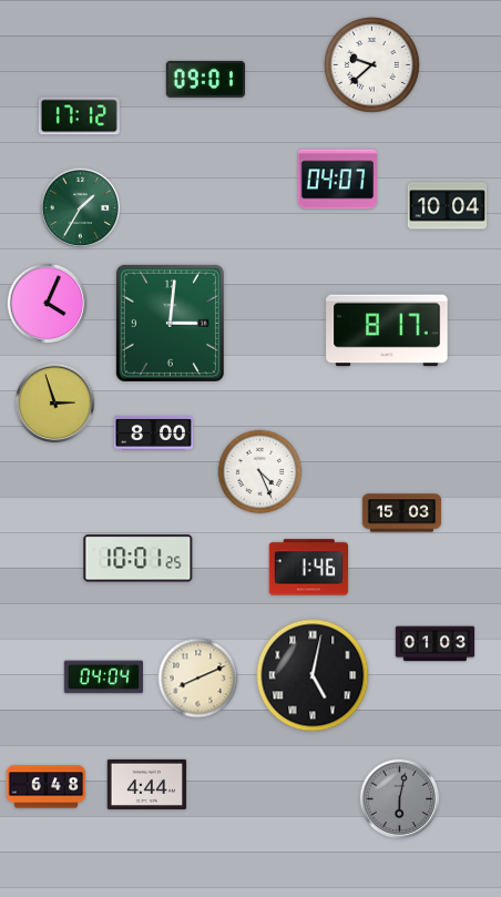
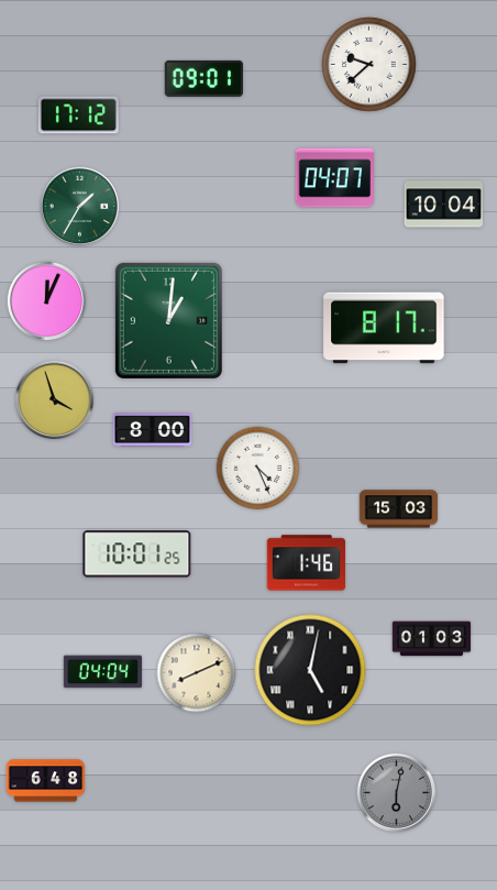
clock at (48, 304): 4:04 -> 12:04
clock at (170, 323): 3:01 -> 1:01
clock at (55, 404): 2:57 -> 3:57
clock at (147, 784): 4:44 -> none
